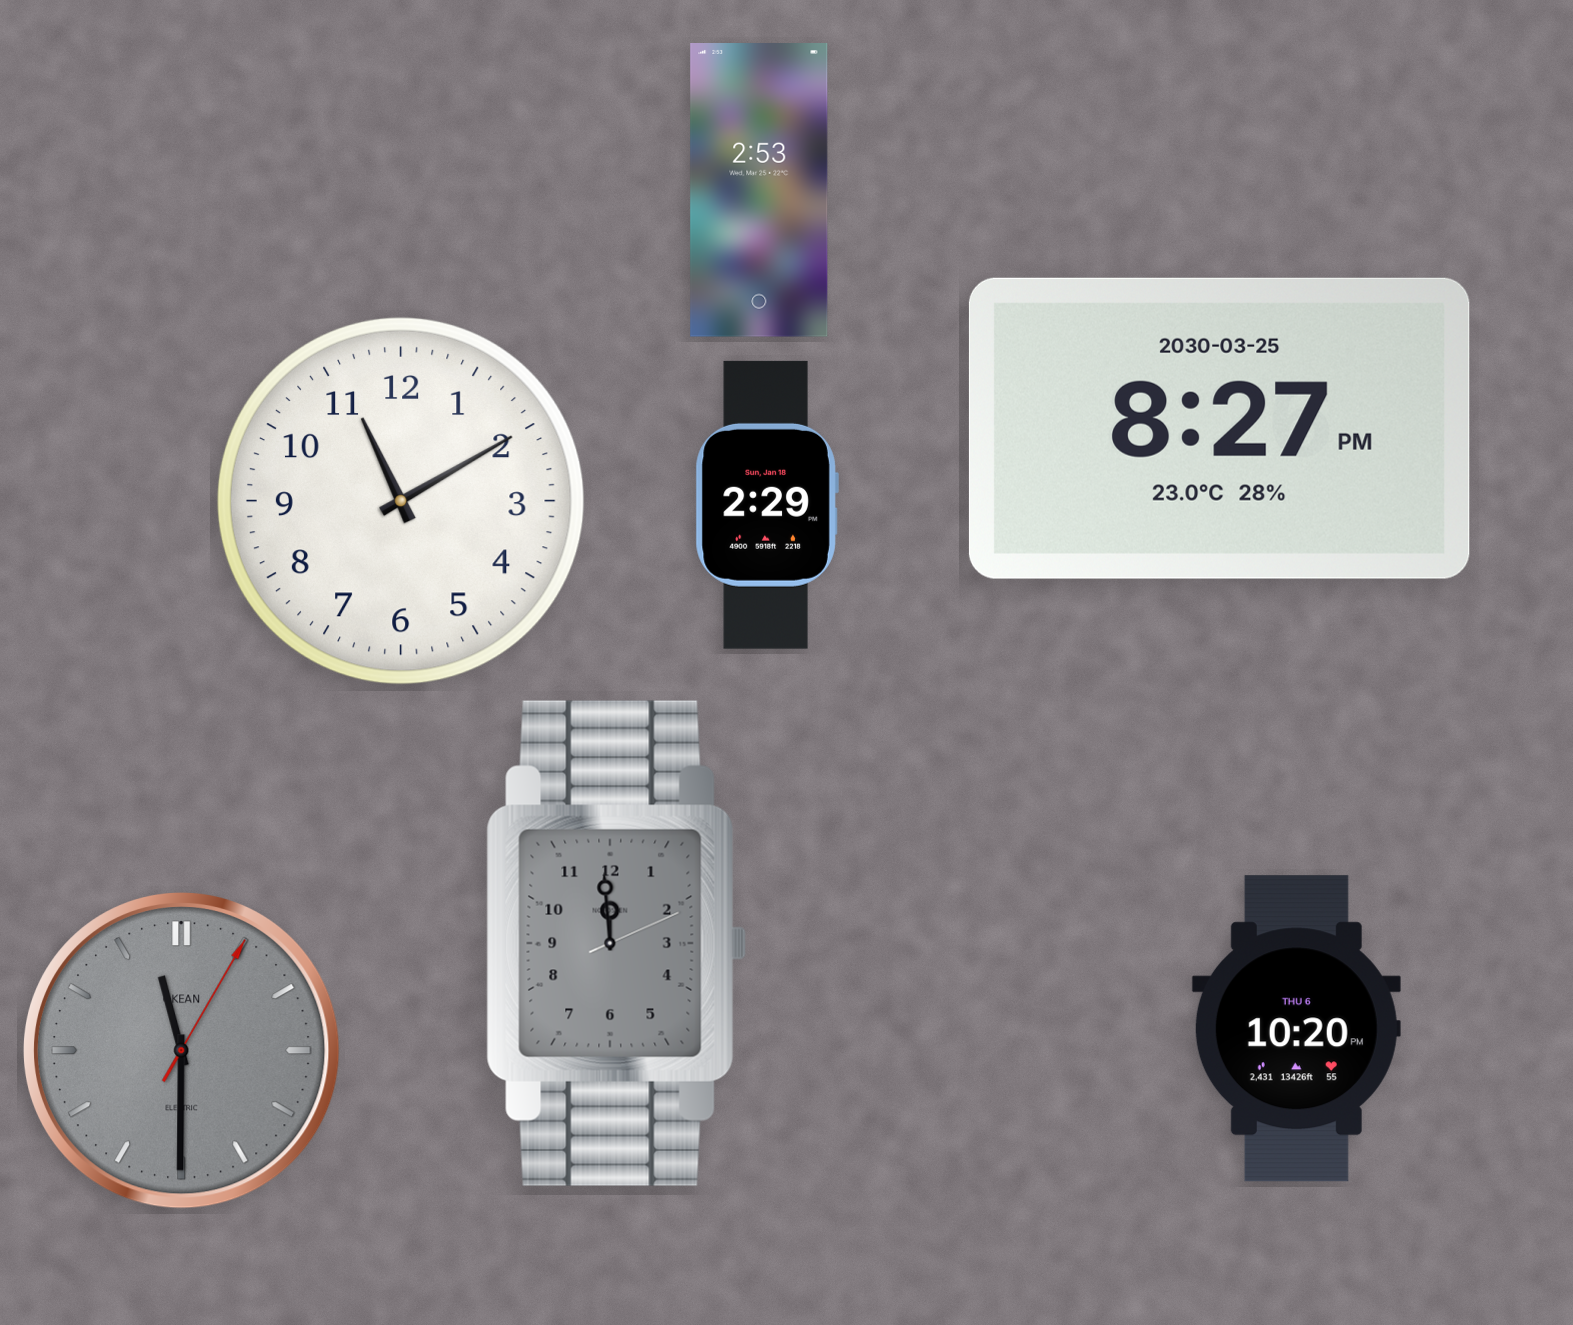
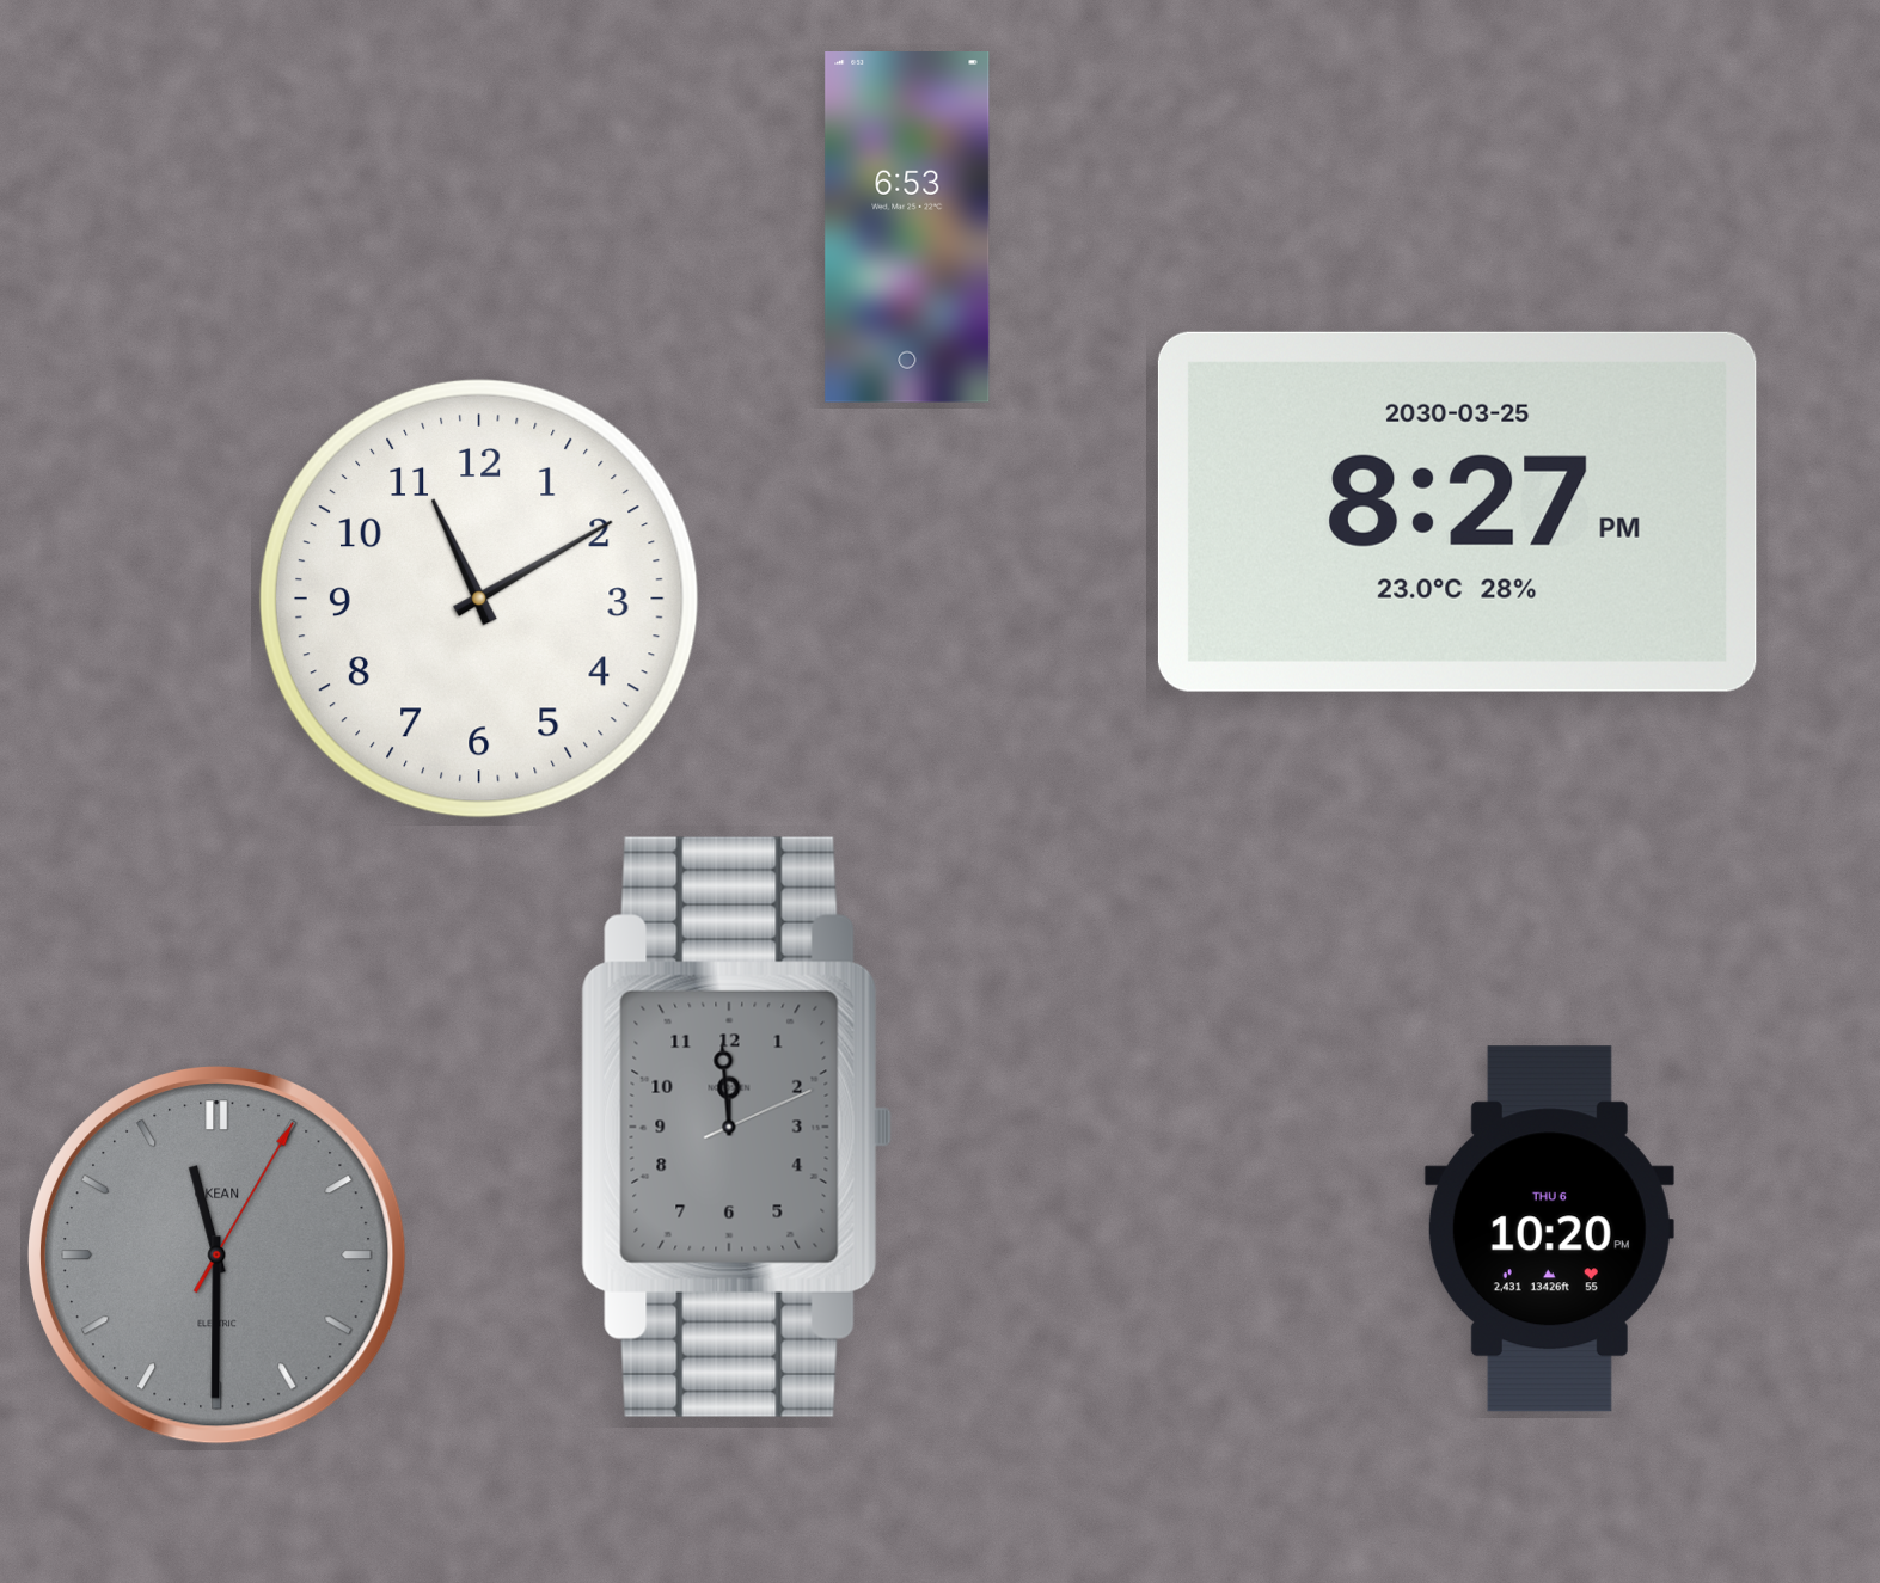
clock at (759, 191): 2:53 -> 6:53
clock at (767, 505): 2:29 -> none
